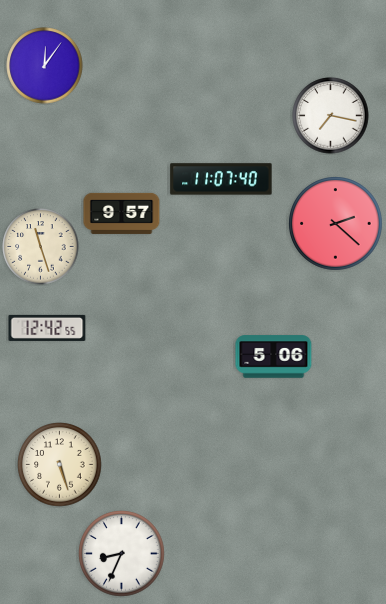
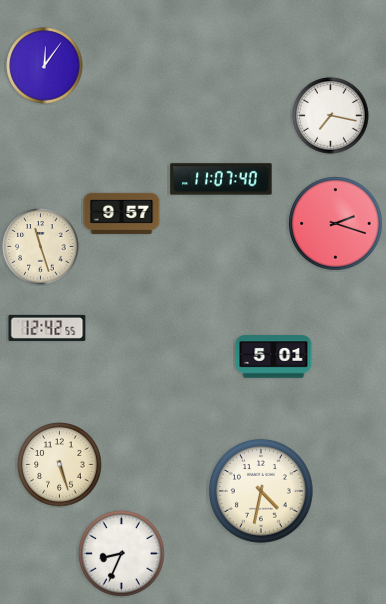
clock at (336, 224): 2:22 -> 2:18
clock at (274, 357): 5:06 -> 5:01
clock at (261, 491): none -> 4:32
